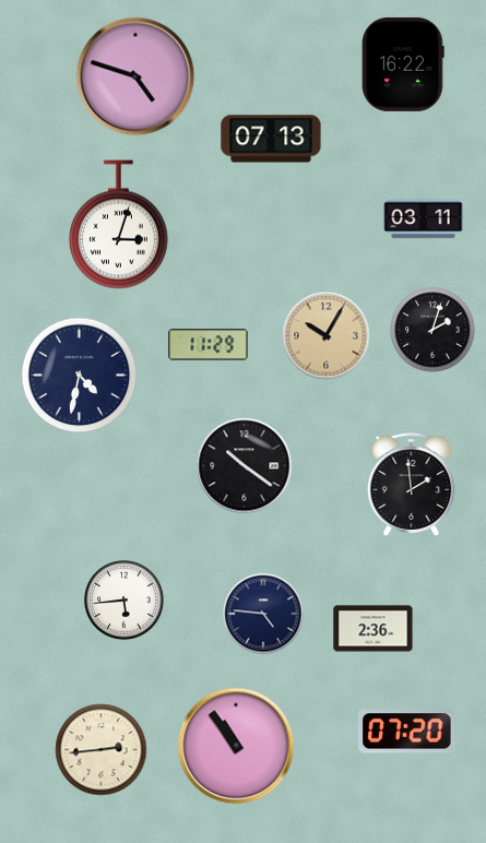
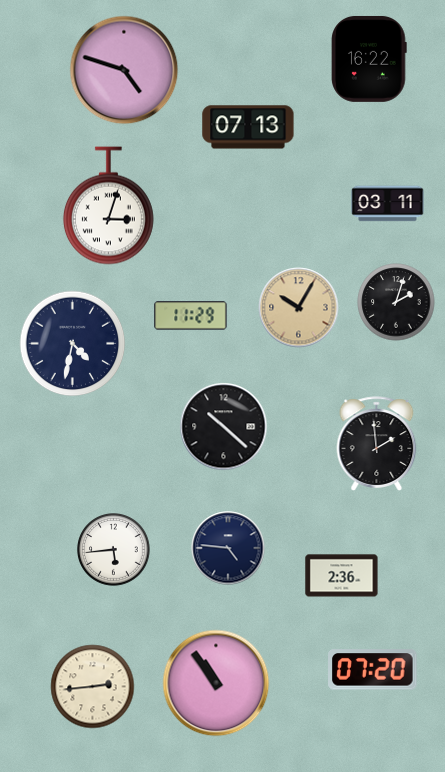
clock at (424, 219) position: (424, 219) -> (388, 204)
clock at (245, 466): 10:21 -> 10:22
clock at (263, 614) position: (263, 614) -> (228, 548)
